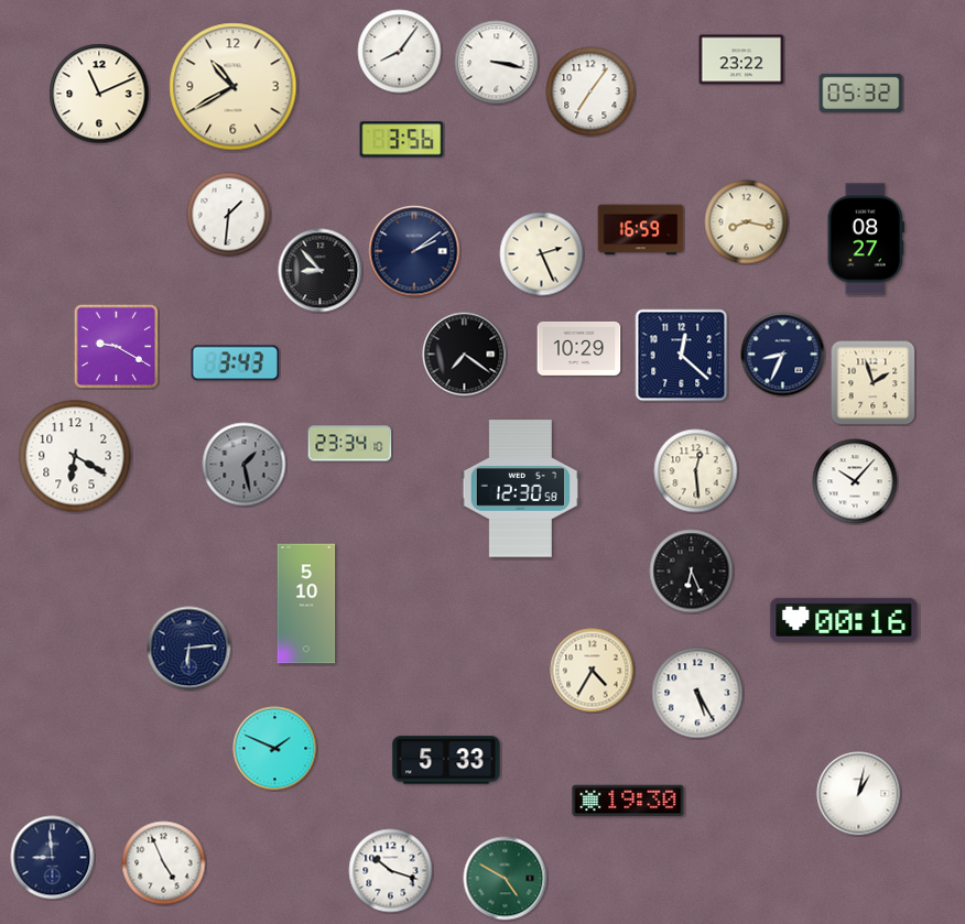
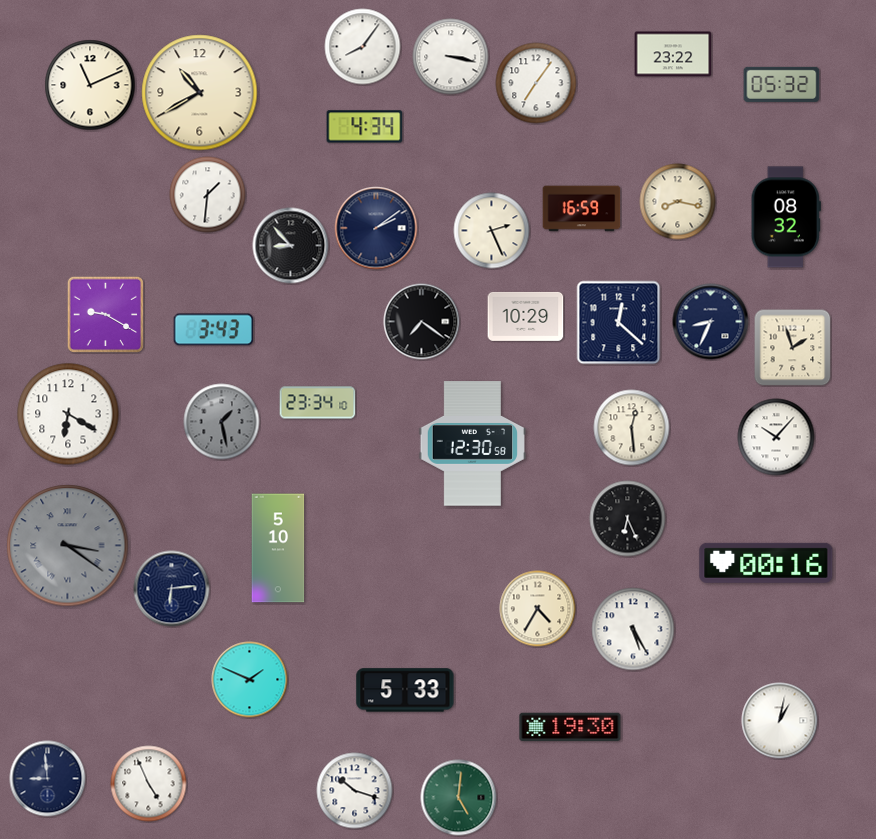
clock at (234, 87) position: (234, 87) -> (200, 93)
clock at (402, 140): 3:56 -> 4:34
clock at (866, 239): 08:27 -> 08:32
clock at (68, 546): none -> 3:21
clock at (506, 879): 4:50 -> 5:01
